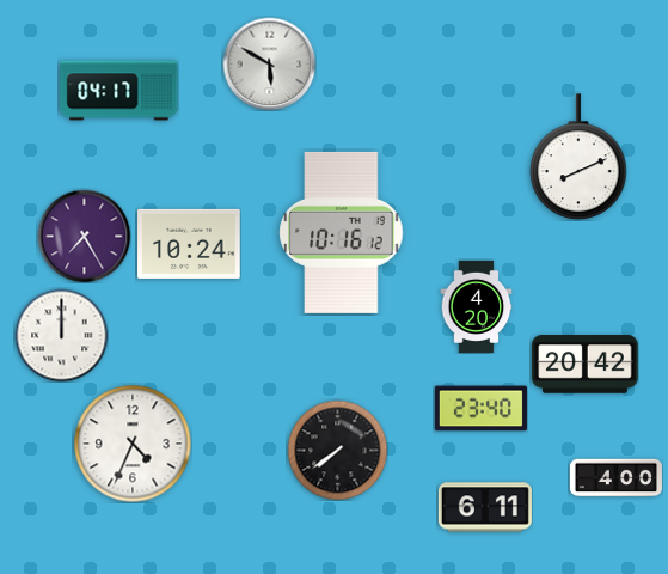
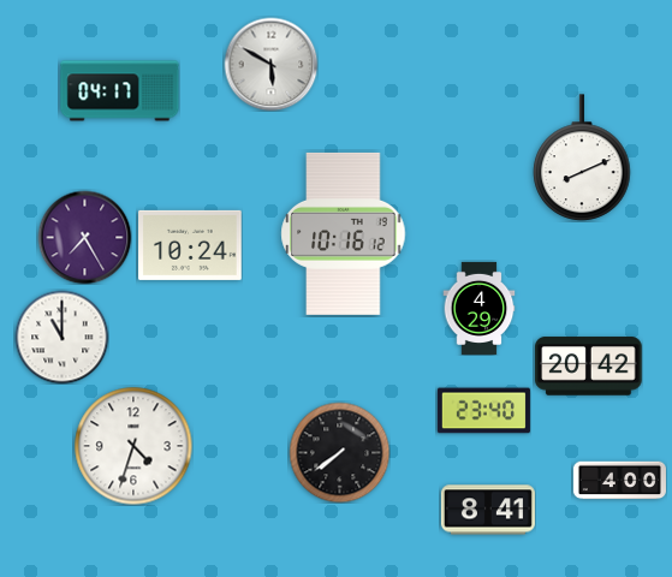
clock at (477, 306): 4:20 -> 4:29
clock at (61, 335): 12:00 -> 11:00
clock at (133, 444): 4:34 -> 4:33
clock at (485, 507): 6:11 -> 8:41
